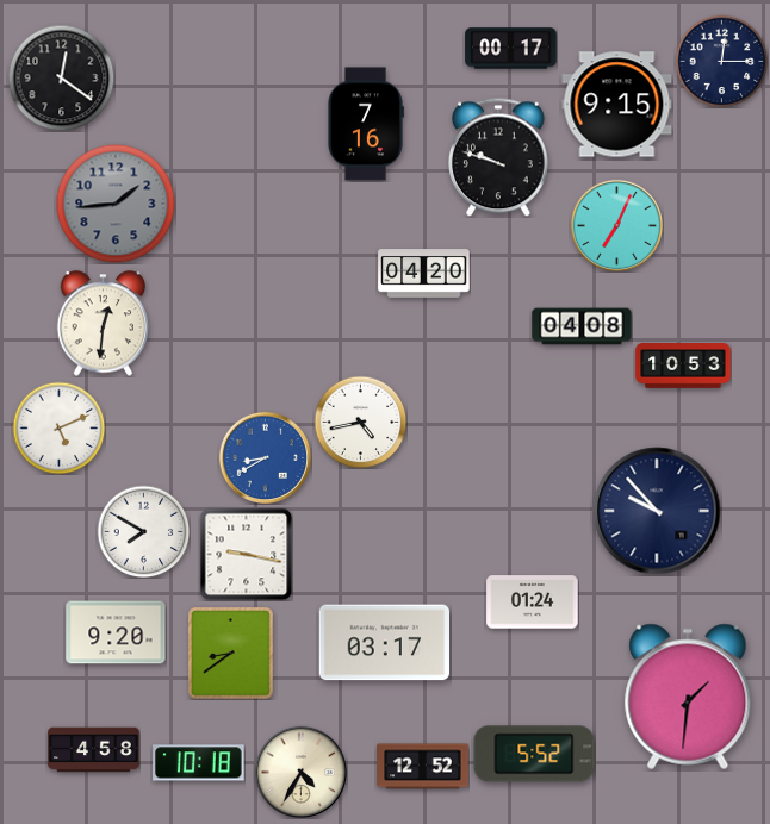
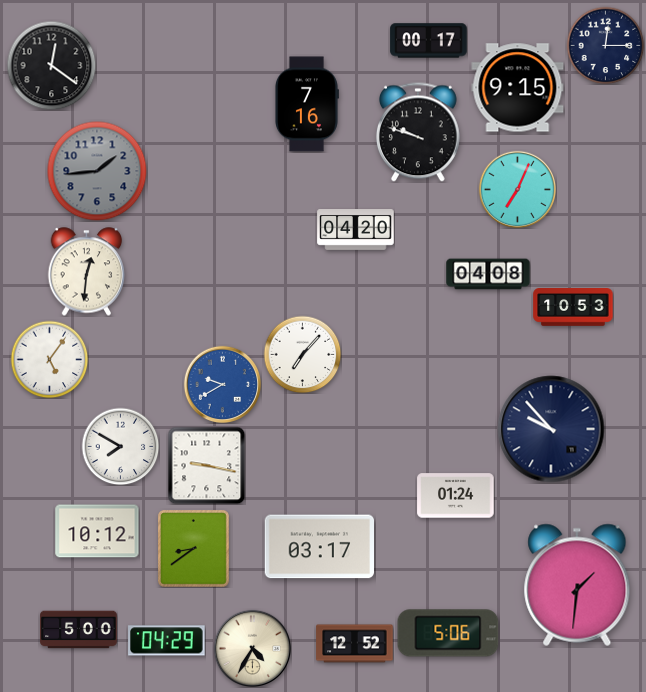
clock at (721, 61) position: (721, 61) -> (605, 45)
clock at (360, 422): 4:43 -> 7:07
clock at (58, 427): 5:11 -> 5:06
clock at (265, 457): 8:40 -> 9:40
clock at (533, 603) position: (533, 603) -> (456, 496)
clock at (116, 632): 9:20 -> 10:12
clock at (384, 643) position: (384, 643) -> (319, 547)
clock at (94, 750): 4:58 -> 5:00
clock at (534, 754): 5:52 -> 5:06
clock at (199, 763): 10:18 -> 04:29
